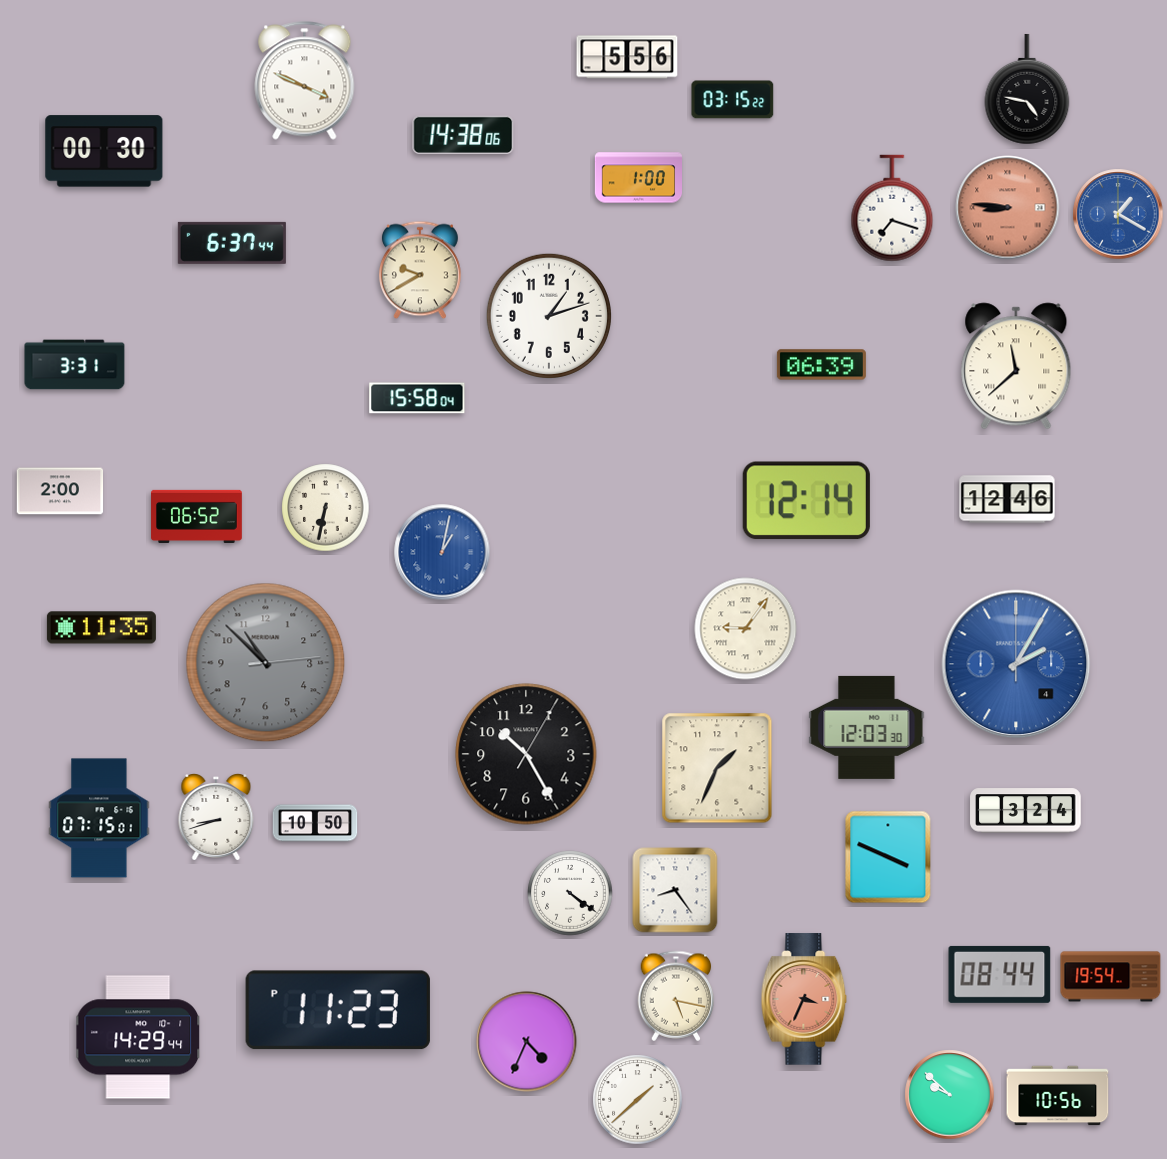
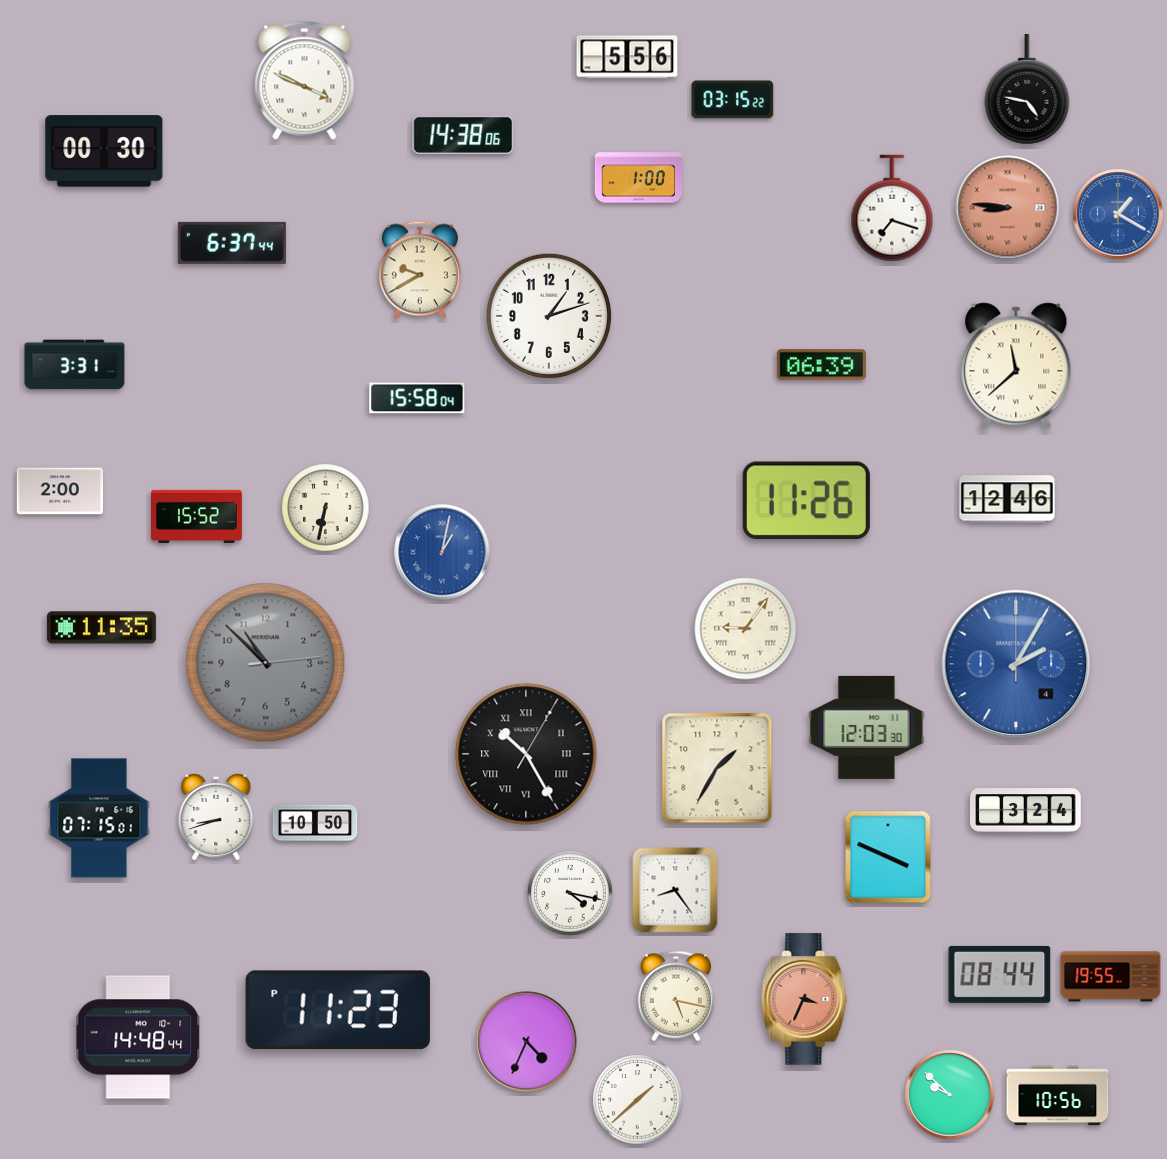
clock at (806, 501): 12:14 -> 11:26
clock at (197, 516): 06:52 -> 15:52
clock at (526, 754) numerals: Arabic -> Roman
clock at (717, 768): 1:34 -> 1:35
clock at (570, 893): 4:21 -> 4:17
clock at (1111, 977): 19:54 -> 19:55
clock at (139, 1037): 14:29 -> 14:48
